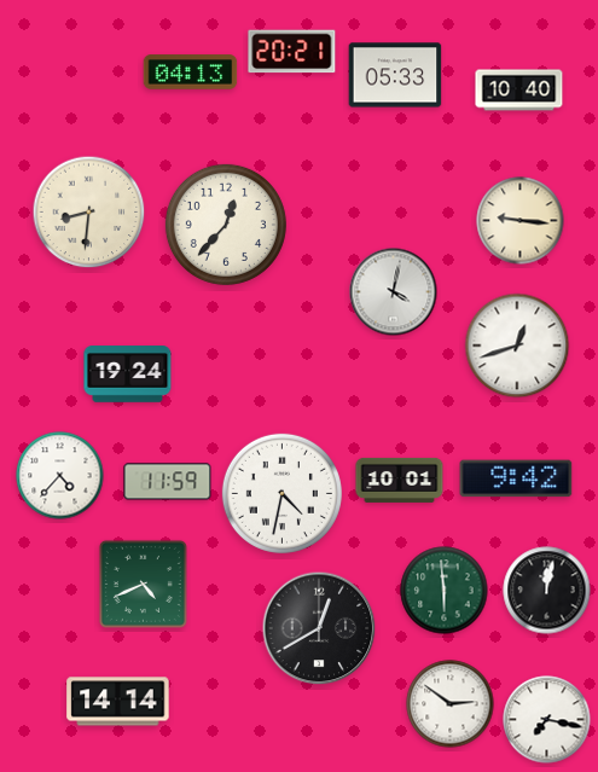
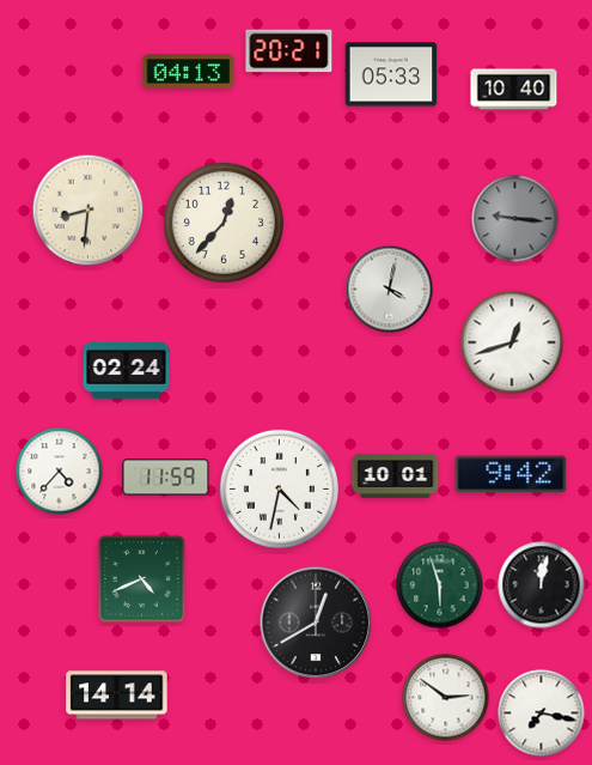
clock at (521, 221) dial: cream -> grey
clock at (128, 375): 19:24 -> 02:24
clock at (445, 591): 5:59 -> 5:57
